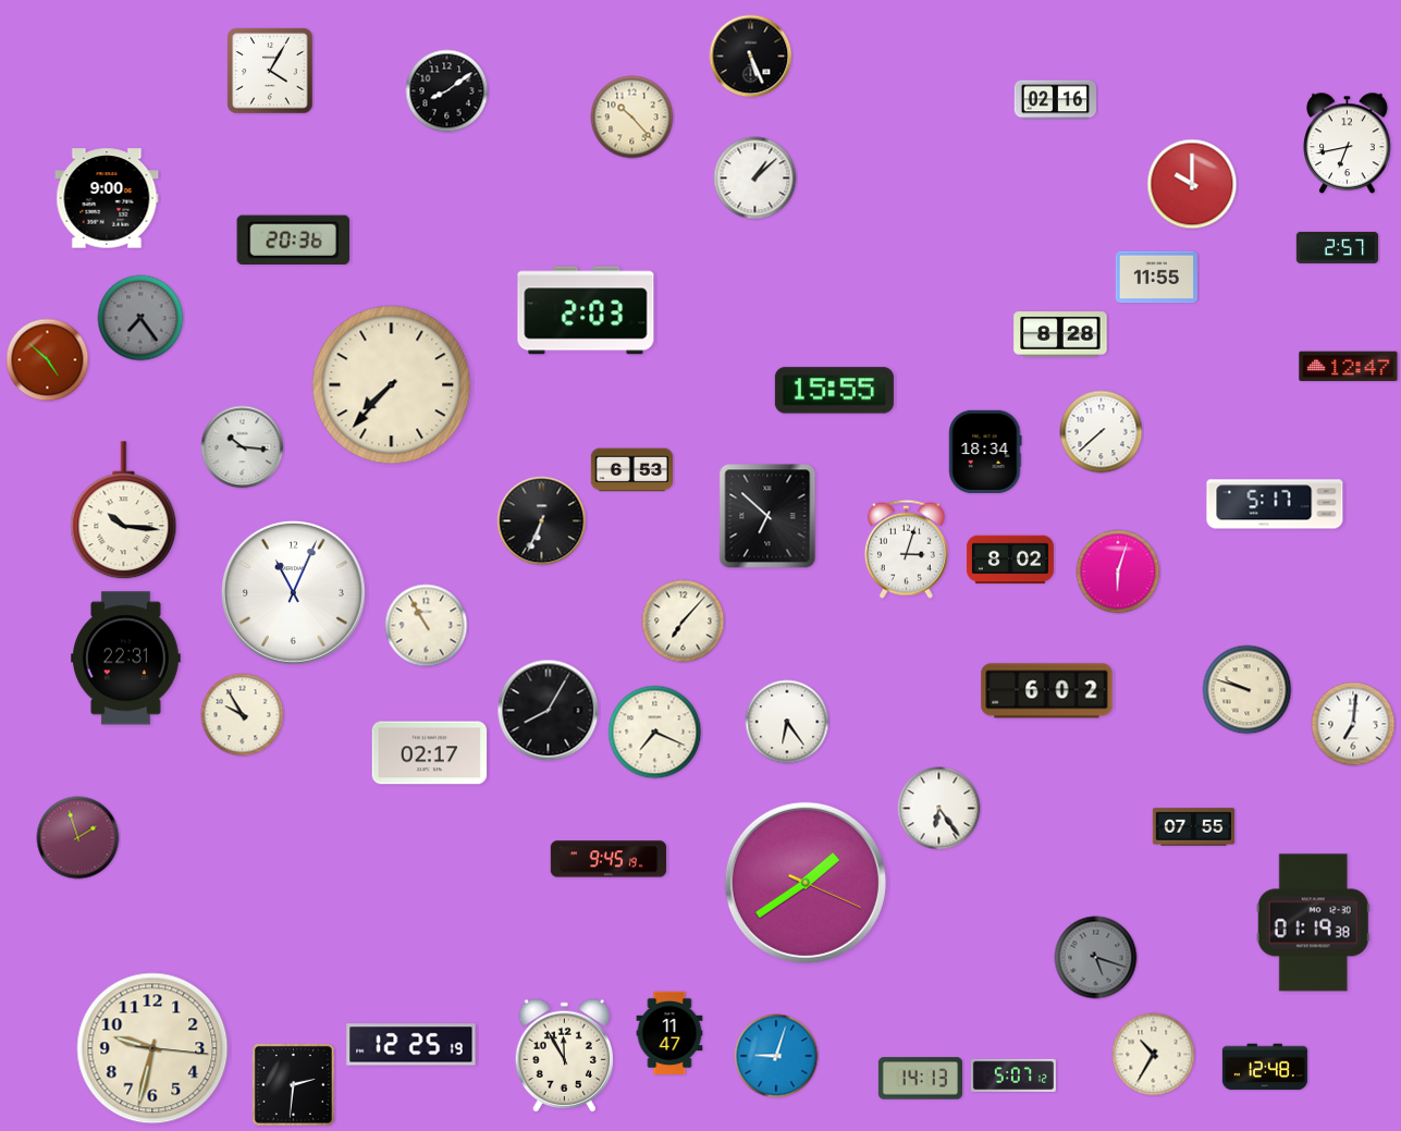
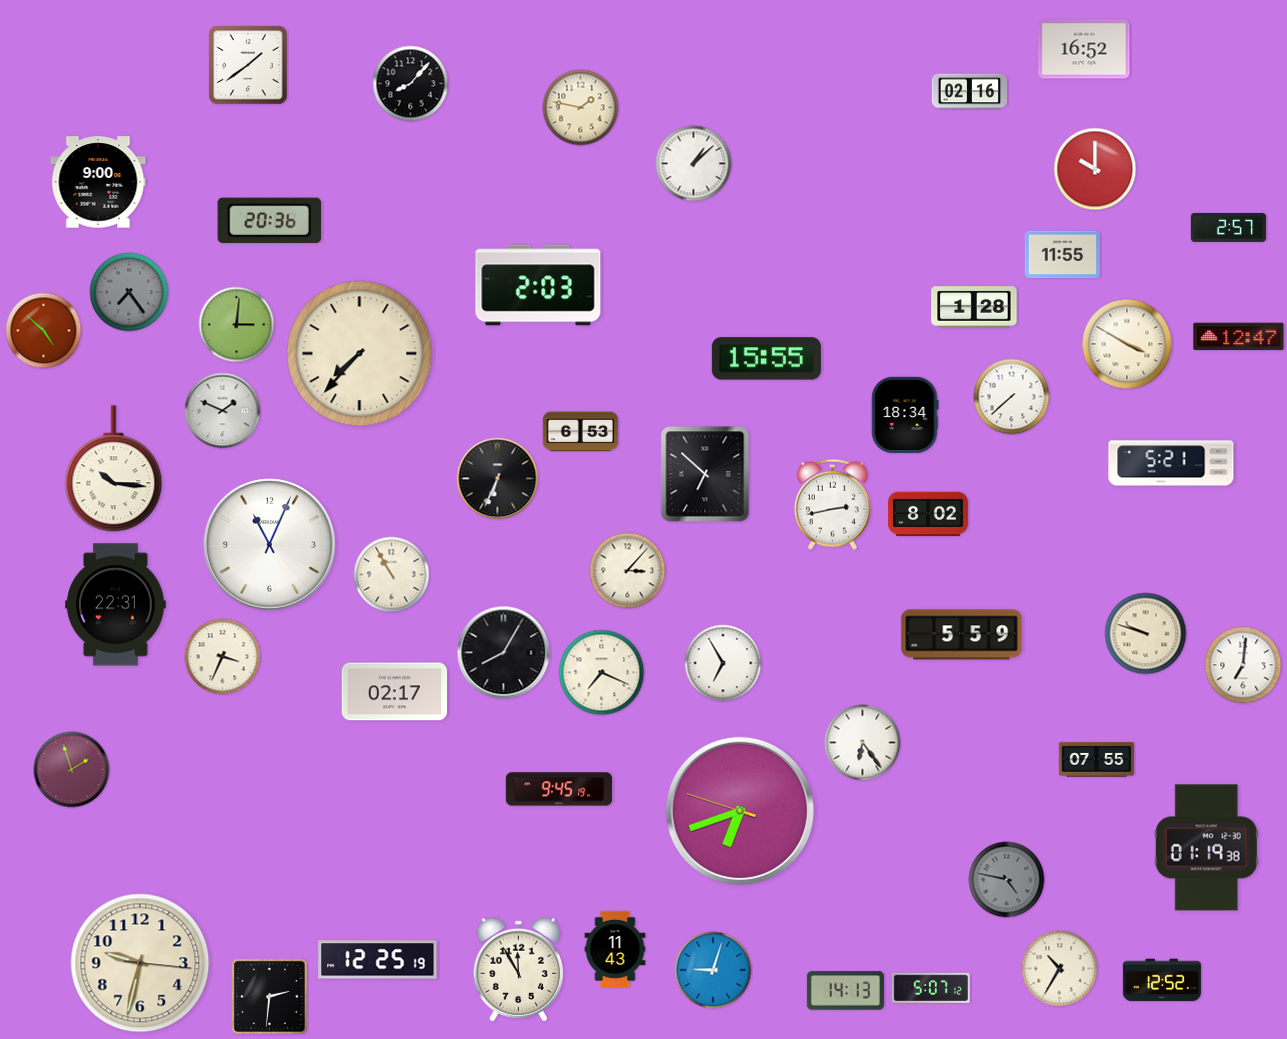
clock at (1084, 49): none -> 16:52
clock at (751, 57): 5:26 -> none
clock at (270, 71): 4:05 -> 1:39
clock at (447, 91): 8:09 -> 8:07
clock at (632, 118): 10:23 -> 1:47
clock at (1348, 144): 6:43 -> none
clock at (1060, 334): 8:28 -> 1:28
clock at (237, 325): none -> 3:01
clock at (1127, 344): none -> 3:50
clock at (243, 447): 10:16 -> 1:49
clock at (1275, 504): 5:17 -> 5:21
clock at (906, 549): 3:03 -> 2:43
clock at (1118, 571): 6:03 -> none
clock at (684, 622): 7:07 -> 3:07
clock at (1047, 691): 6:02 -> 5:59
clock at (243, 715): 9:55 -> 3:34
clock at (787, 722): 6:24 -> 6:55
clock at (806, 883): 1:39 -> 6:41
clock at (1096, 958): 5:18 -> 4:47
clock at (669, 1032): 11:47 -> 11:43
clock at (1265, 1067): 12:48 -> 12:52
